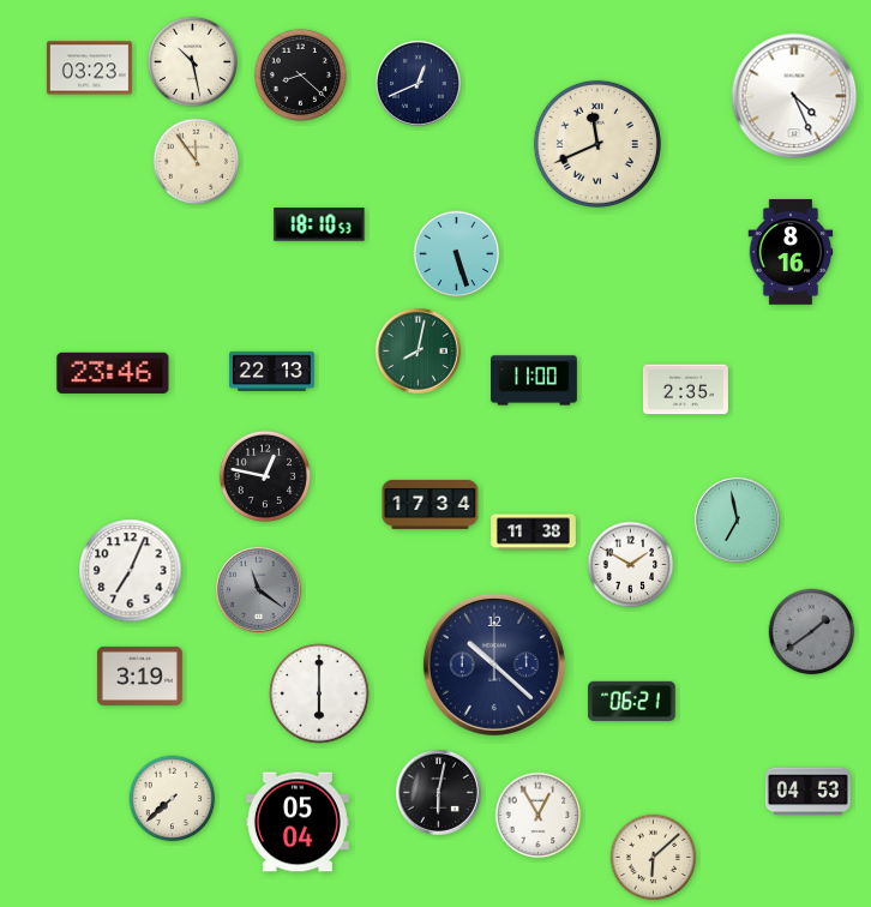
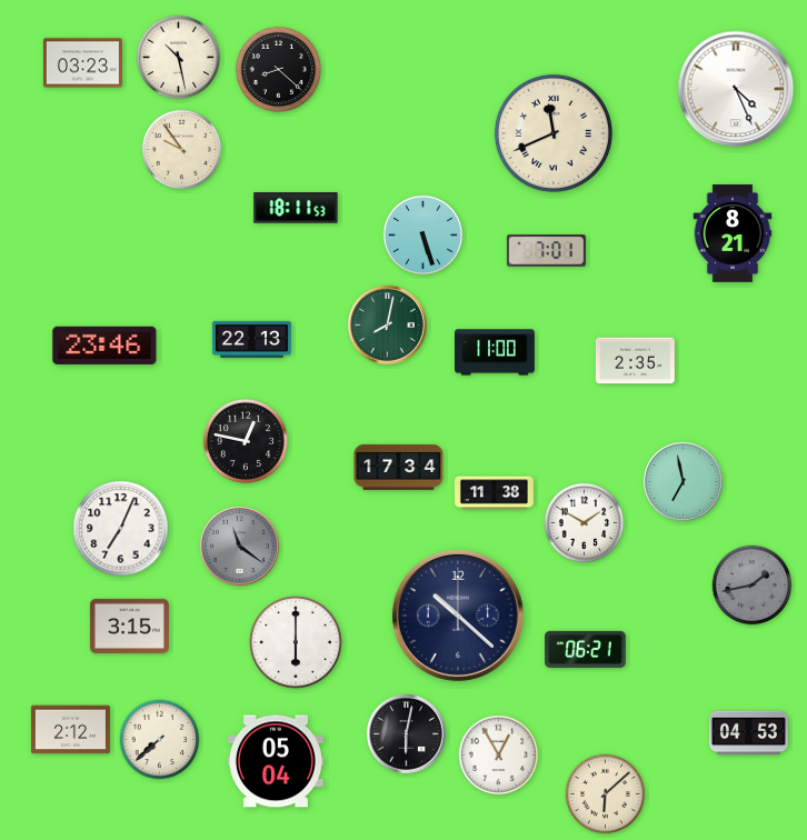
clock at (418, 83): 12:41 -> none
clock at (197, 162): 11:54 -> 9:54
clock at (319, 224): 18:10 -> 18:11
clock at (791, 252): 8:16 -> 8:21
clock at (546, 251): none -> 7:01
clock at (271, 371) position: (271, 371) -> (251, 339)
clock at (812, 632): 1:39 -> 1:43
clock at (139, 675): 3:19 -> 3:15
clock at (70, 730): none -> 2:12
